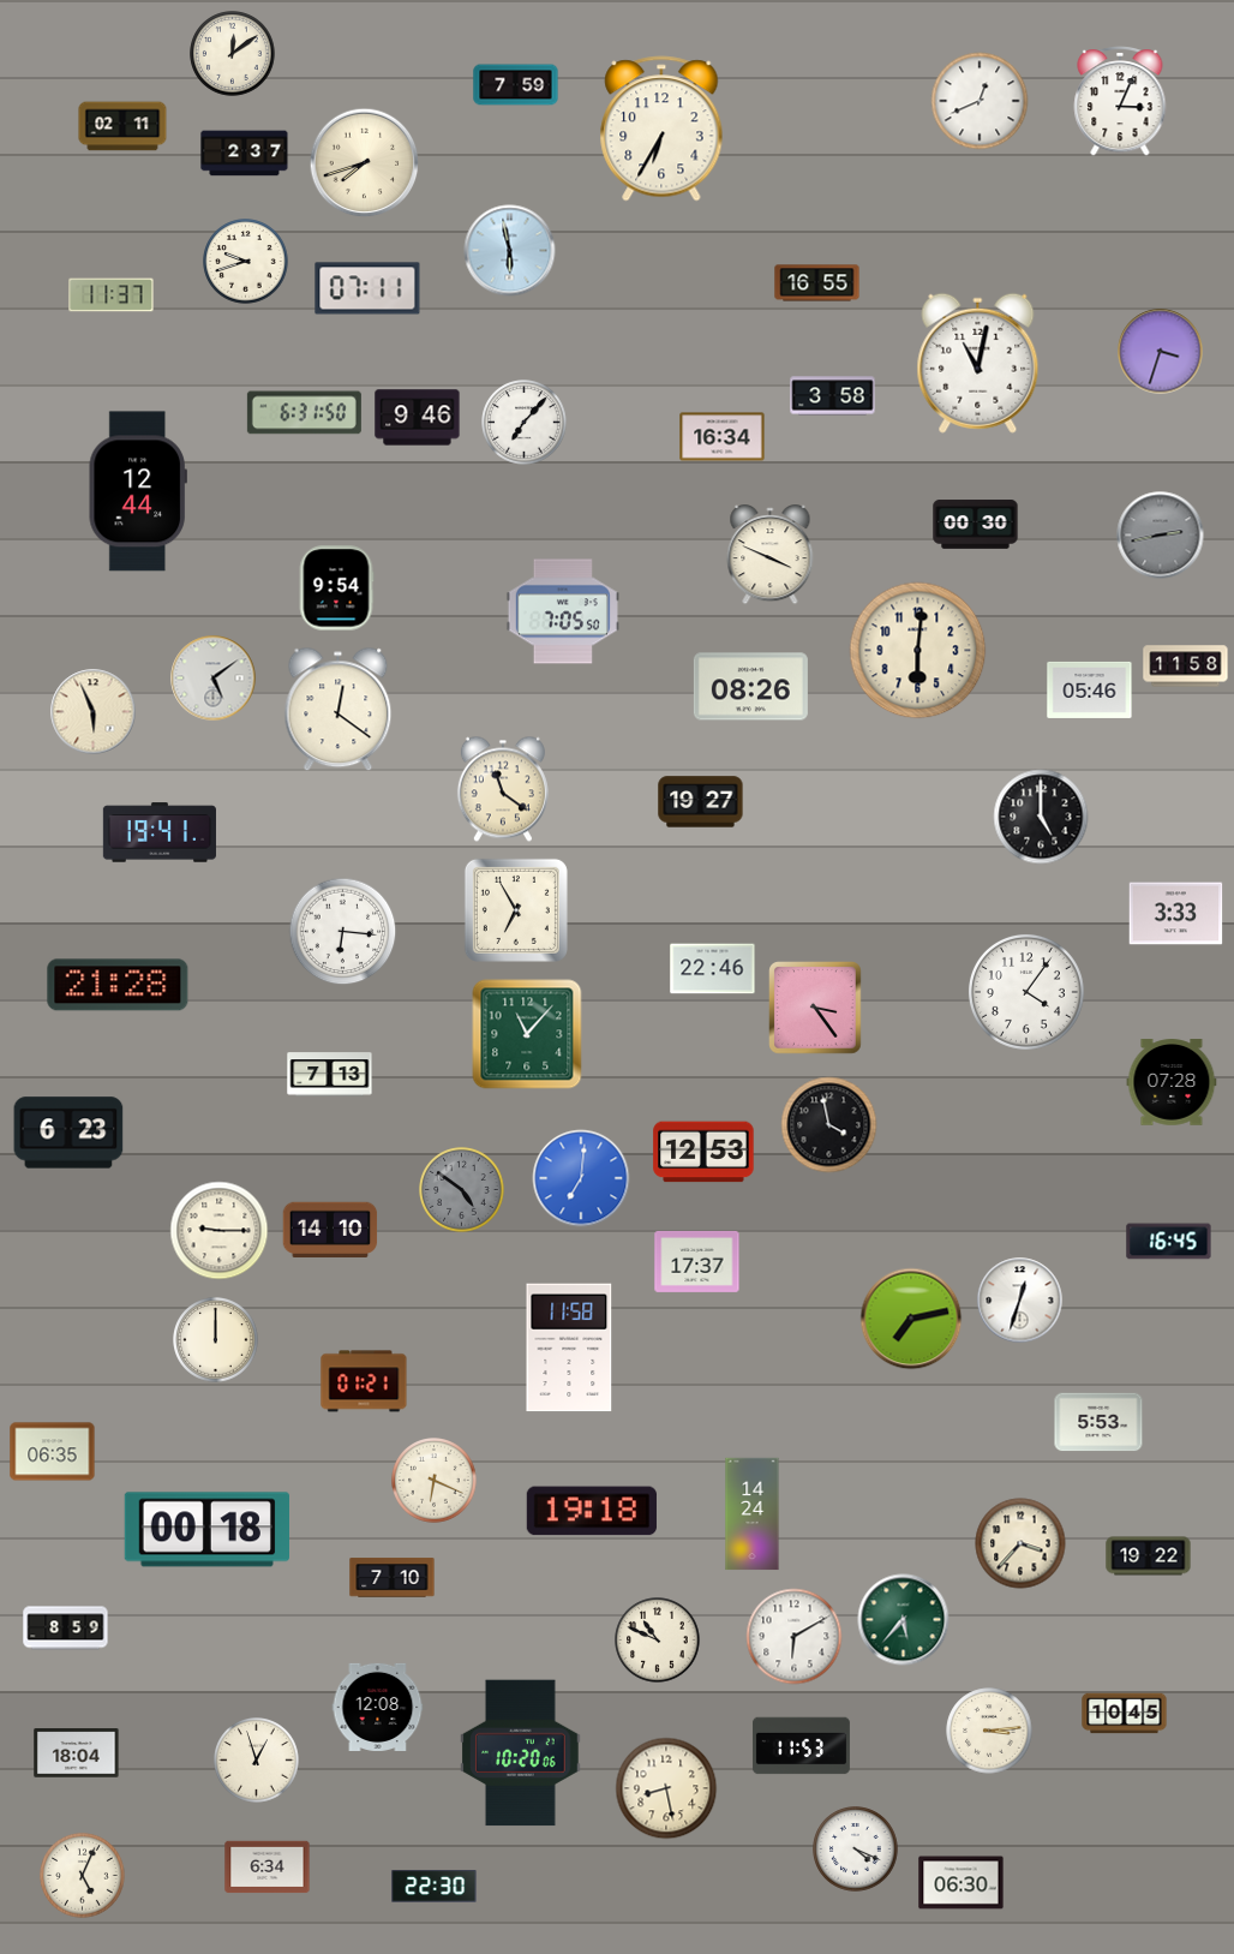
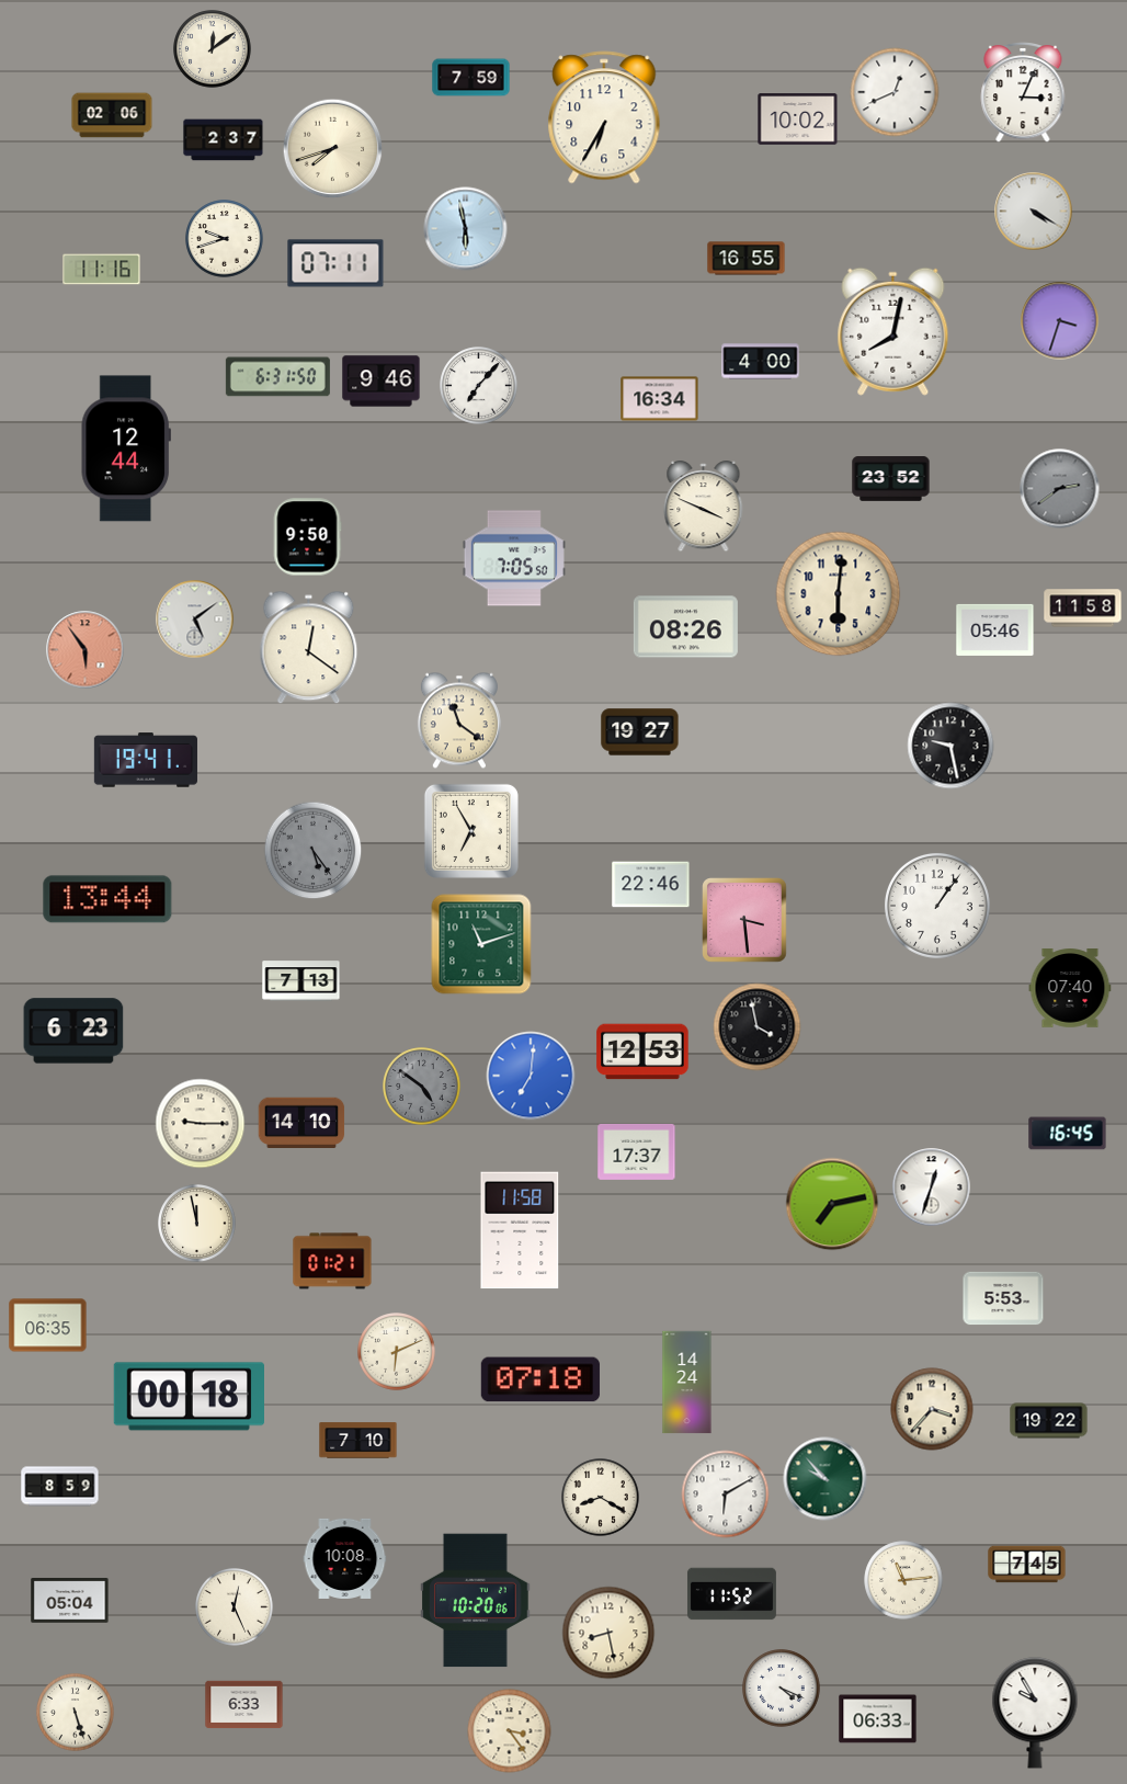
clock at (122, 126): 02:11 -> 02:06
clock at (798, 120): none -> 10:02
clock at (1034, 212): none -> 4:20
clock at (112, 295): 11:37 -> 11:16
clock at (978, 363): 11:02 -> 8:02
clock at (833, 396): 3:58 -> 4:00
clock at (976, 525): 00:30 -> 23:52
clock at (1161, 536): 2:43 -> 2:39
clock at (336, 588): 9:54 -> 9:50
clock at (94, 712): 5:56 -> 5:54
clock at (94, 712) dial: cream -> salmon
clock at (1041, 817): 5:00 -> 9:28
clock at (1176, 914): 3:33 -> none
clock at (343, 932): 6:16 -> 5:24
clock at (343, 932) dial: white -> grey
clock at (118, 985): 21:28 -> 13:44
clock at (1026, 992): 4:06 -> 1:06
clock at (815, 1008): 3:24 -> 3:29
clock at (527, 1034): 11:07 -> 11:12
clock at (1172, 1082): 07:28 -> 07:40
clock at (68, 1133) position: (68, 1133) -> (73, 1031)
clock at (216, 1340): 12:00 -> 11:58
clock at (435, 1481): 6:19 -> 6:11
clock at (592, 1511): 19:18 -> 07:18
clock at (904, 1620): 5:37 -> 9:53
clock at (658, 1641): 10:49 -> 8:20
clock at (378, 1707): 12:08 -> 10:08
clock at (1125, 1714): 10:45 -> 7:45
clock at (989, 1731): 3:14 -> 11:14
clock at (801, 1746): 11:53 -> 11:52
clock at (77, 1753): 18:04 -> 05:04
clock at (257, 1761): 12:57 -> 12:26
clock at (268, 1868): 6:34 -> 6:33
clock at (83, 1876): 5:04 -> 5:27
clock at (1035, 1713): none -> 9:55
clock at (962, 1883): 06:30 -> 06:33
clock at (435, 1887): 22:30 -> none
clock at (510, 1731): none -> 3:24
